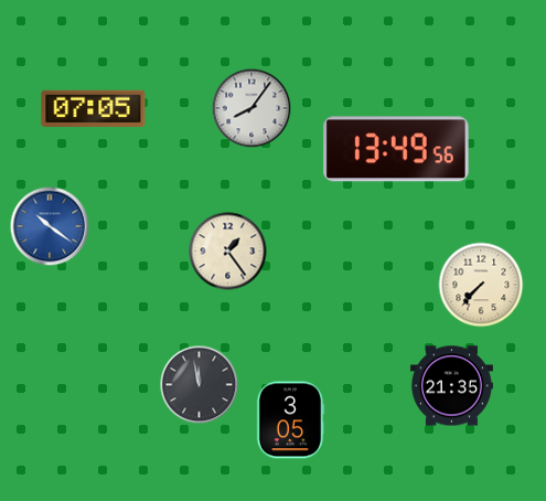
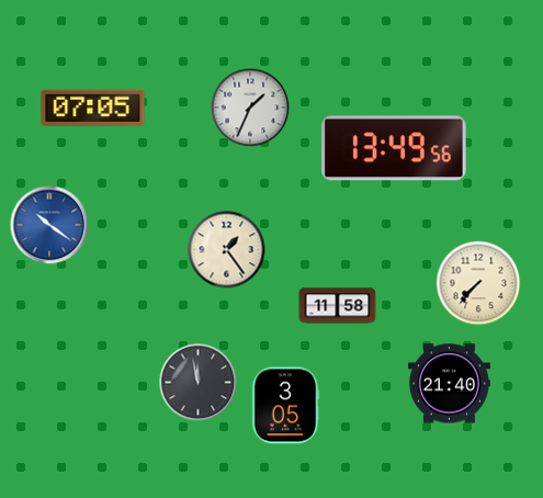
clock at (251, 108): 8:06 -> 1:34
clock at (338, 306): none -> 11:58
clock at (451, 386): 21:35 -> 21:40
clock at (290, 420) position: (290, 420) -> (285, 406)
